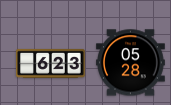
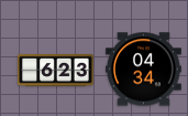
clock at (131, 63): 05:28 -> 04:34
